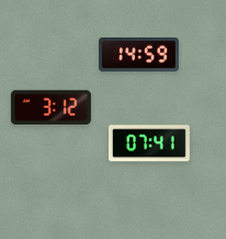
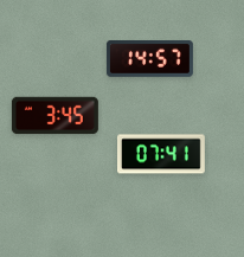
clock at (138, 55): 14:59 -> 14:57
clock at (50, 108): 3:12 -> 3:45
